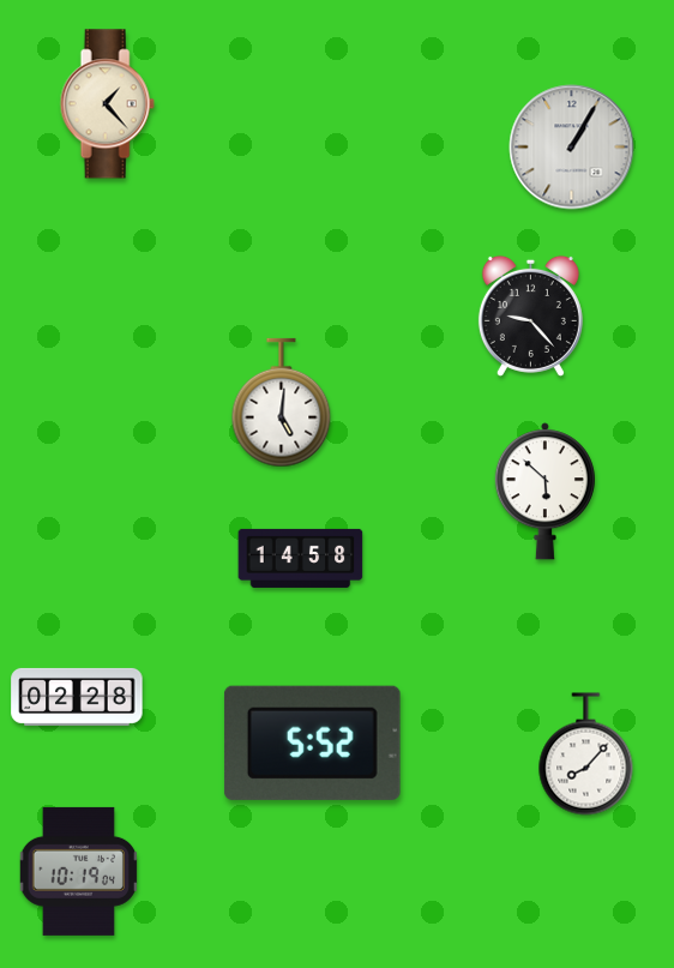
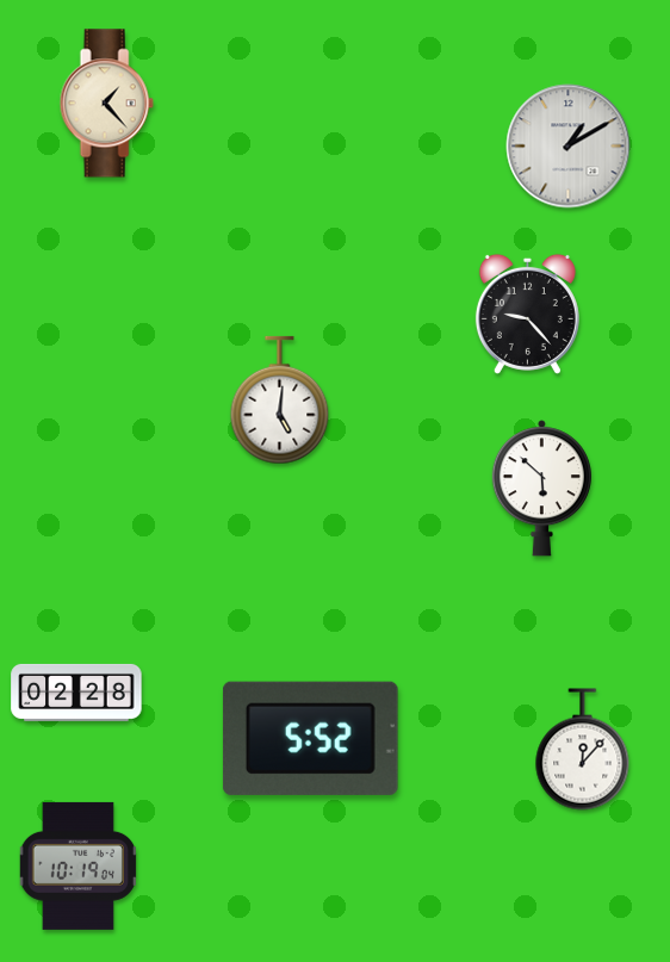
clock at (572, 148): 1:05 -> 1:10
clock at (301, 558): 14:58 -> none
clock at (586, 754): 8:07 -> 12:07
